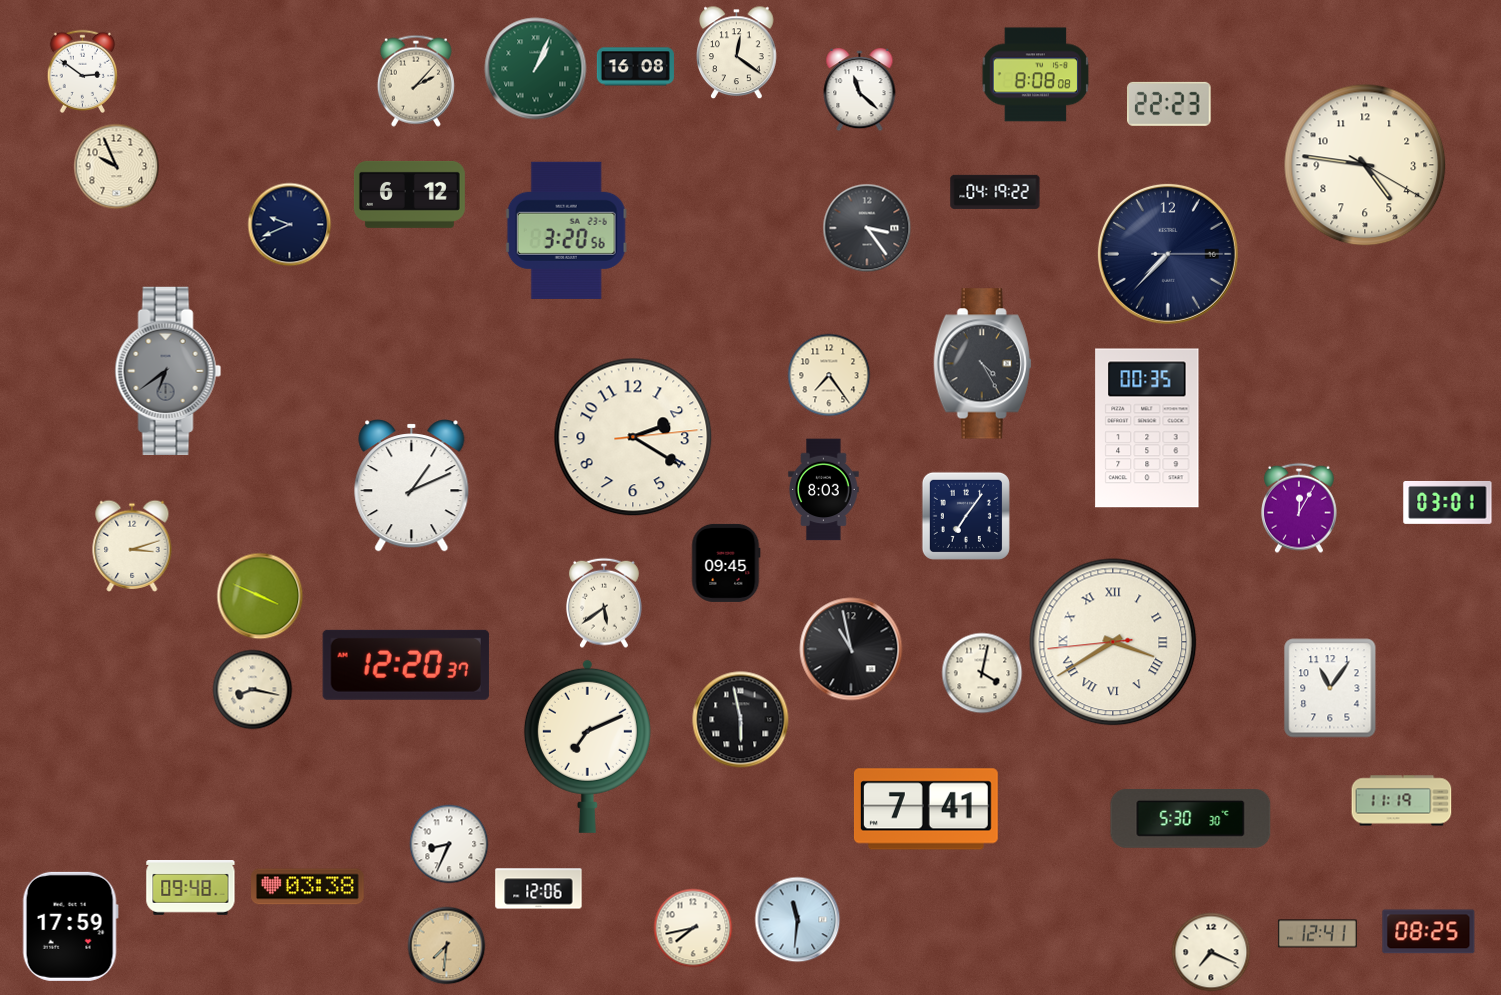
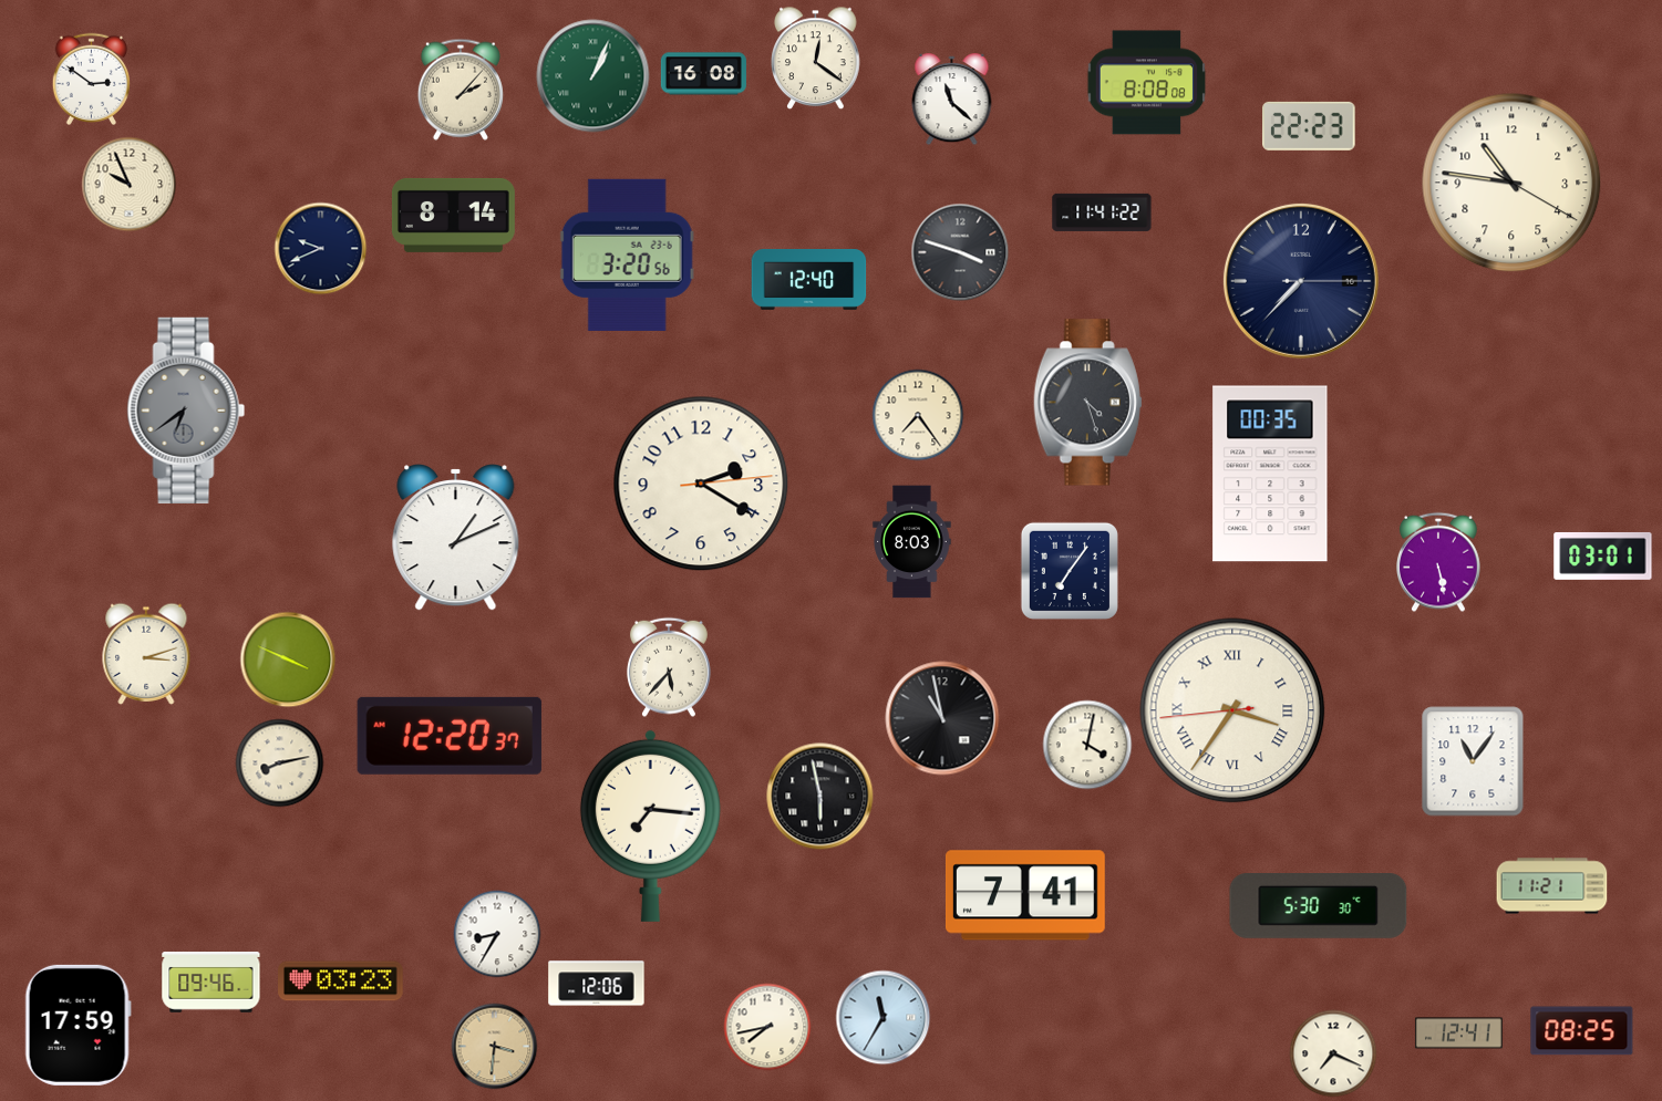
clock at (1170, 104) position: (1170, 104) -> (1310, 126)
clock at (1365, 165): 4:46 -> 10:46
clock at (995, 192): 04:19 -> 11:41
clock at (409, 194): 6:12 -> 8:14
clock at (867, 228): 3:24 -> 3:48
clock at (809, 280): none -> 12:40
clock at (1168, 254) position: (1168, 254) -> (1301, 281)
clock at (982, 364): 4:25 -> 4:27
clock at (1300, 508): 12:05 -> 5:28
clock at (132, 546) position: (132, 546) -> (146, 654)
clock at (726, 563): 09:45 -> none
clock at (605, 603): 5:39 -> 5:37
clock at (1113, 642): 3:39 -> 3:35
clock at (253, 690): 8:17 -> 8:13
clock at (587, 746): 7:11 -> 7:16
clock at (1402, 801): 11:19 -> 11:21
clock at (449, 844): 8:34 -> 8:35
clock at (308, 887): 03:38 -> 03:23
clock at (191, 888): 09:48 -> 09:46
clock at (798, 920): 11:31 -> 11:35
clock at (447, 946): 7:31 -> 3:31
clock at (1211, 952) position: (1211, 952) -> (1333, 1053)
